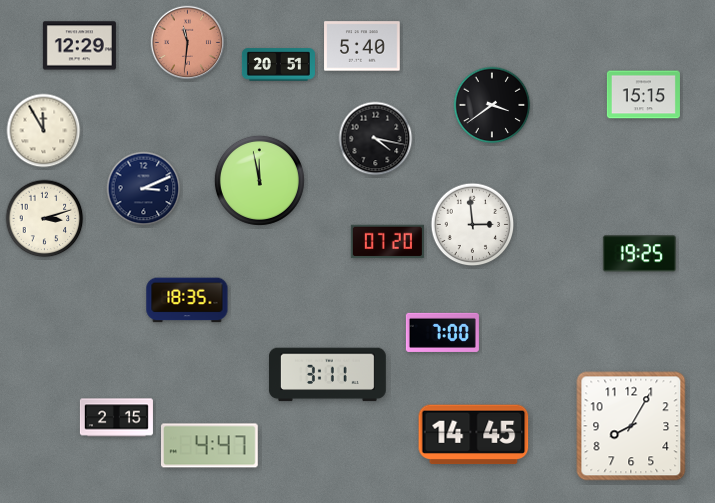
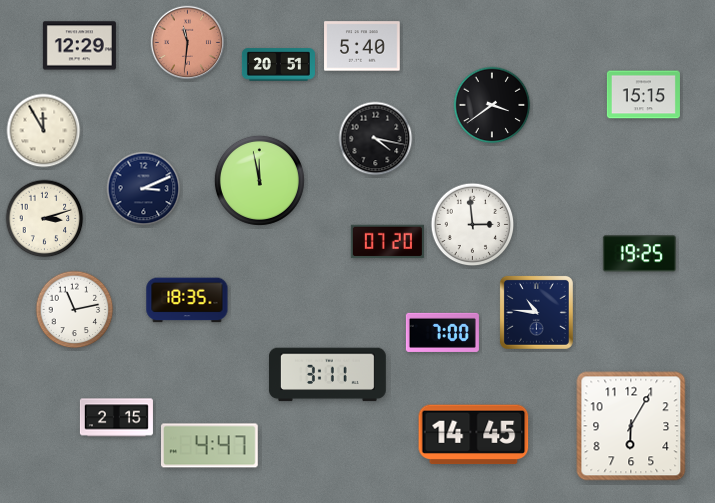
clock at (75, 310): none -> 11:13
clock at (536, 312): none -> 10:46
clock at (631, 426): 8:05 -> 6:05
